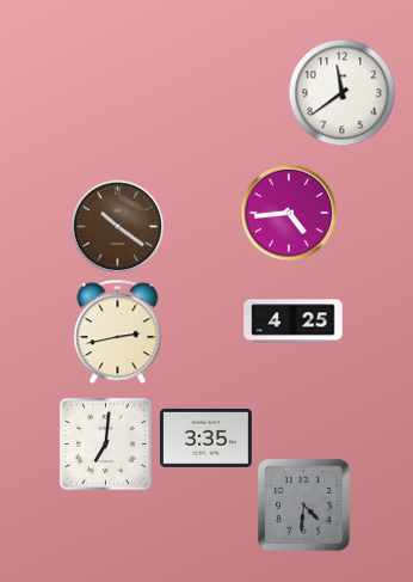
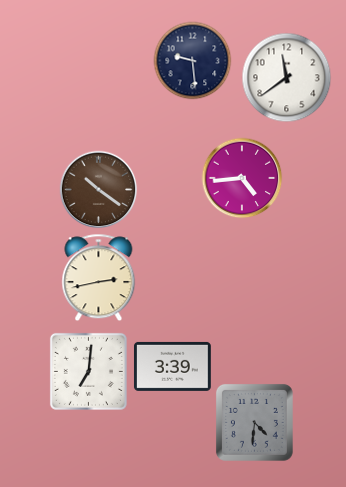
clock at (192, 60): none -> 9:29
clock at (294, 321): 4:25 -> none
clock at (207, 437): 3:35 -> 3:39
